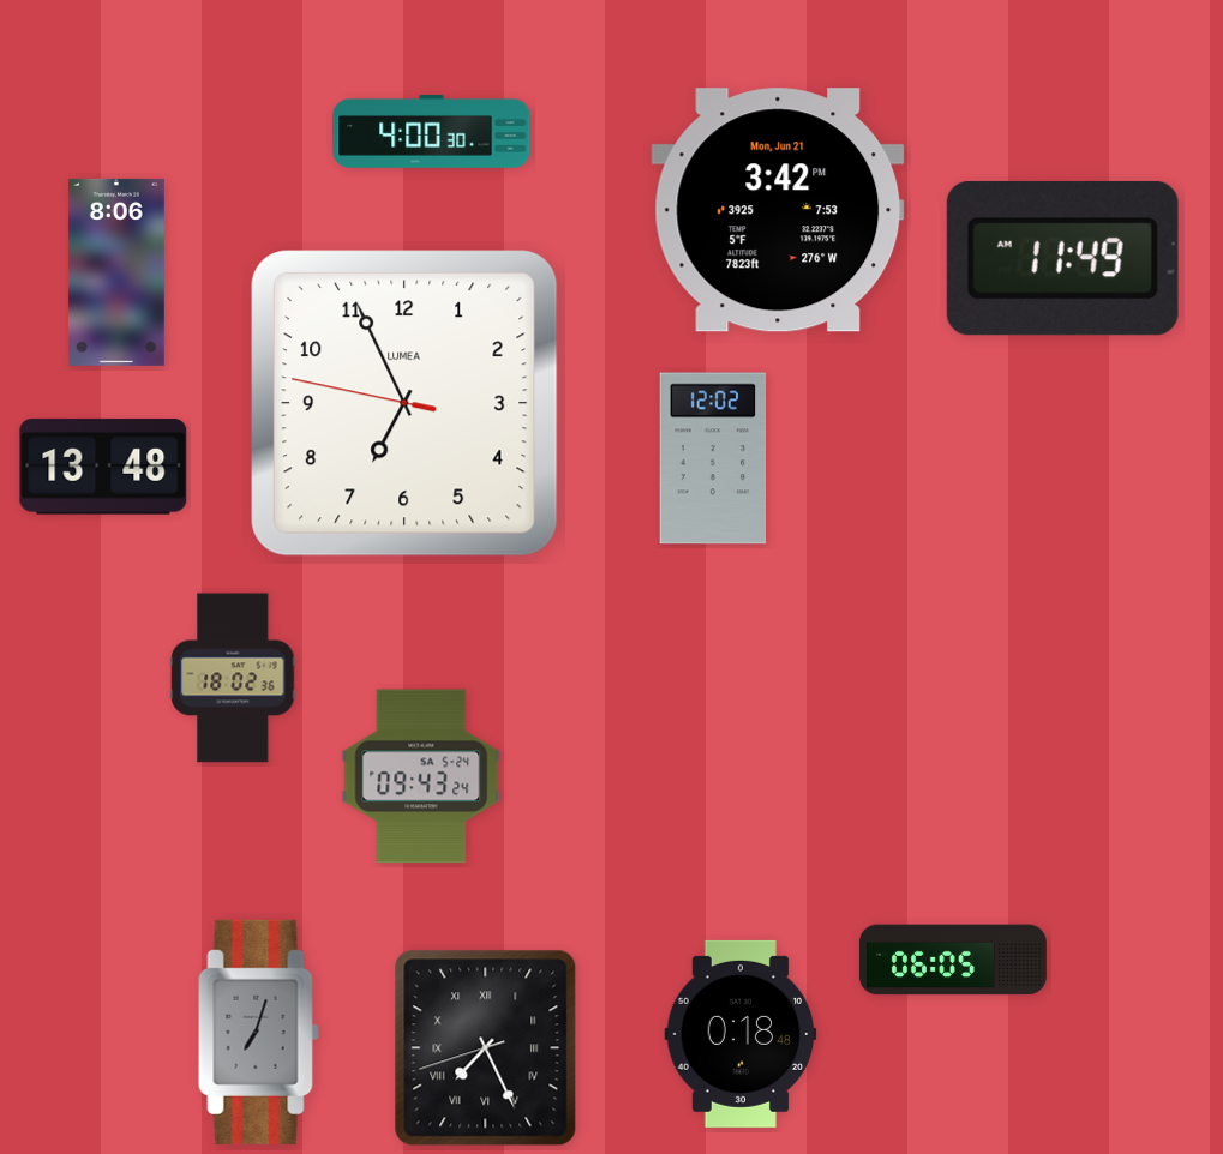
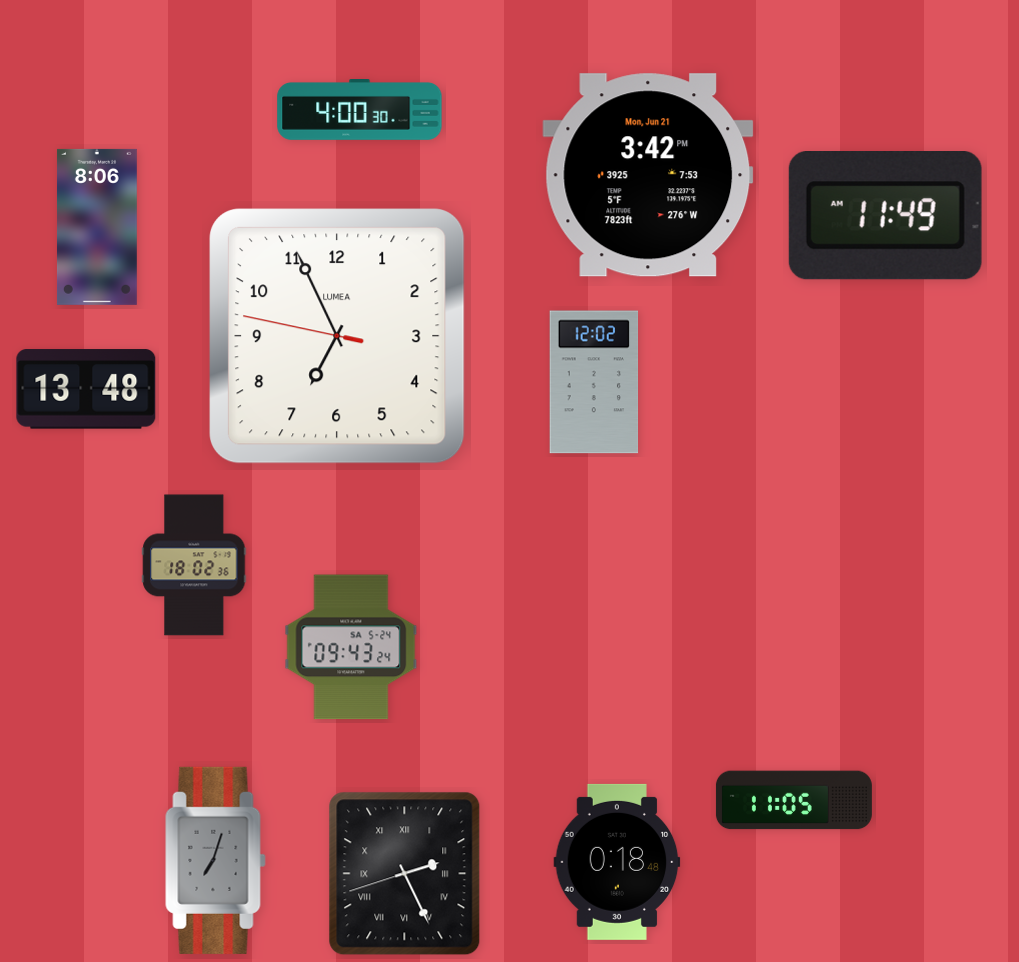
clock at (953, 960): 06:05 -> 11:05
clock at (486, 1048): 7:25 -> 2:25
